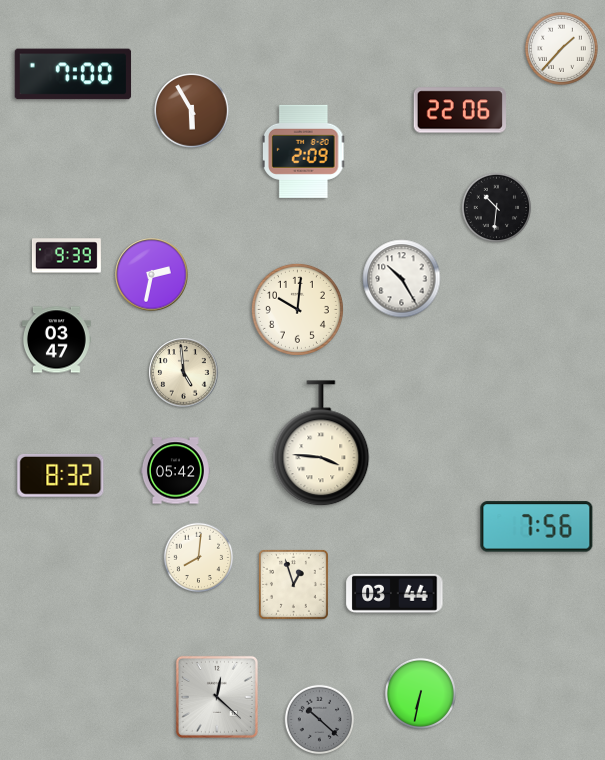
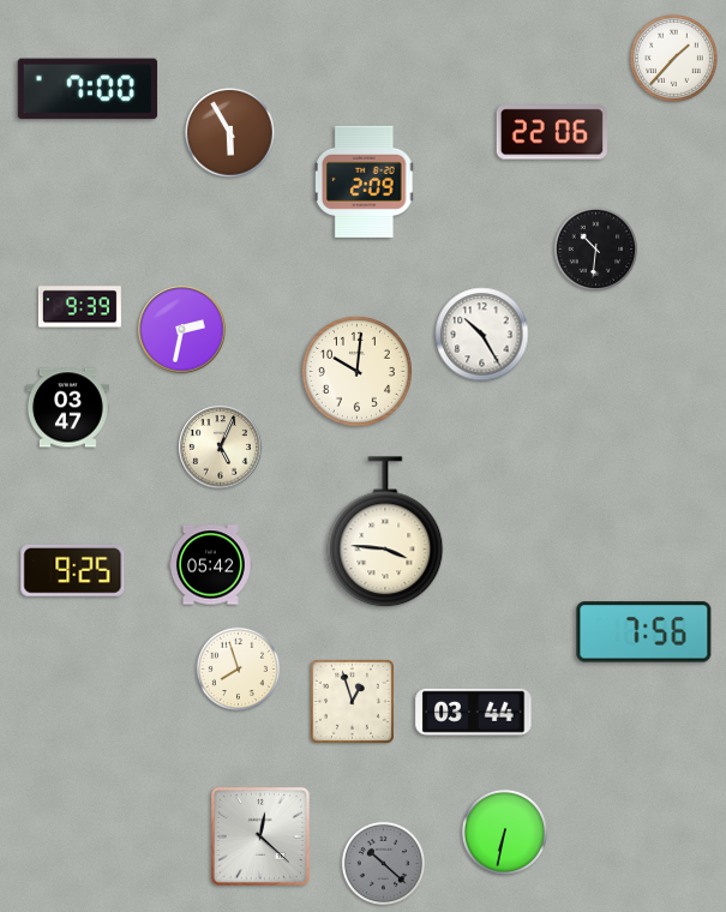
clock at (184, 373): 4:59 -> 5:04
clock at (61, 475): 8:32 -> 9:25
clock at (199, 558): 8:01 -> 7:57
